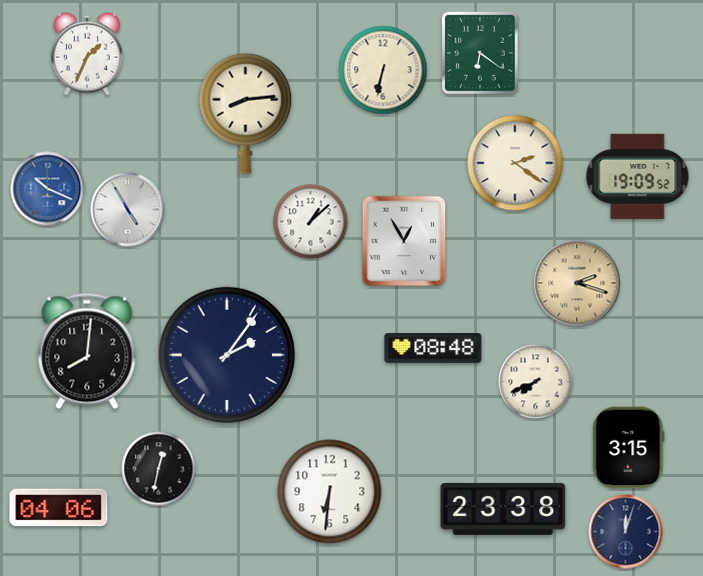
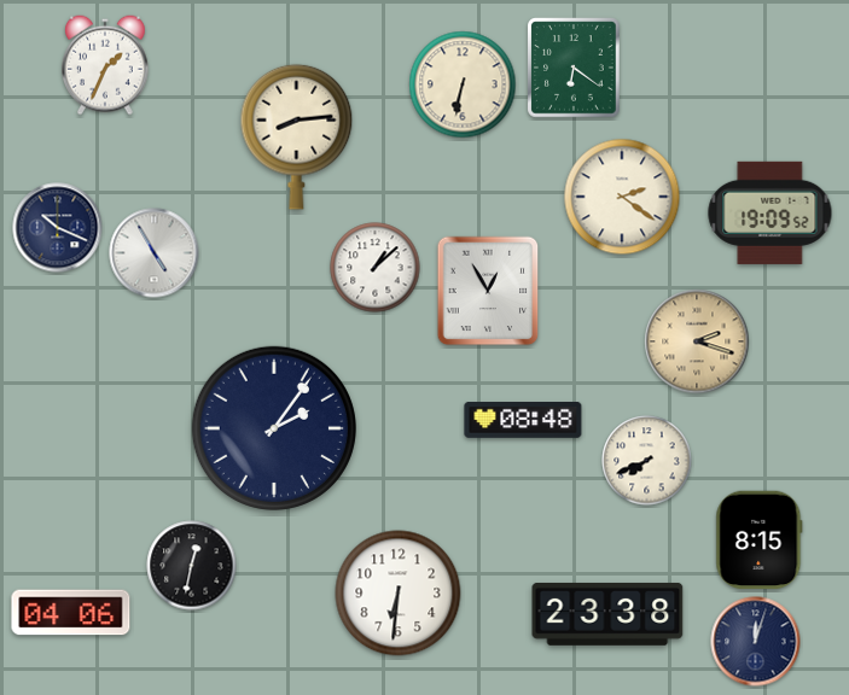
clock at (480, 53) position: (480, 53) -> (574, 68)
clock at (48, 189) dial: blue -> navy
clock at (87, 351): 8:01 -> none
clock at (629, 448): 3:15 -> 8:15
